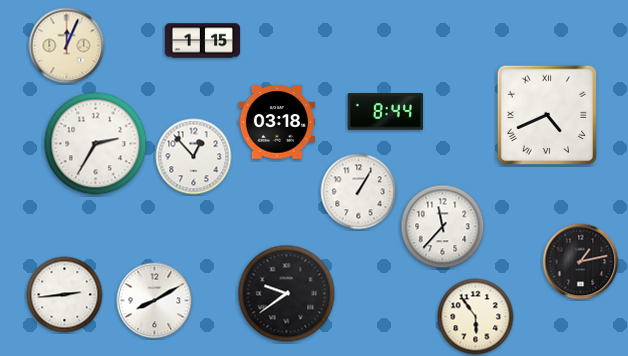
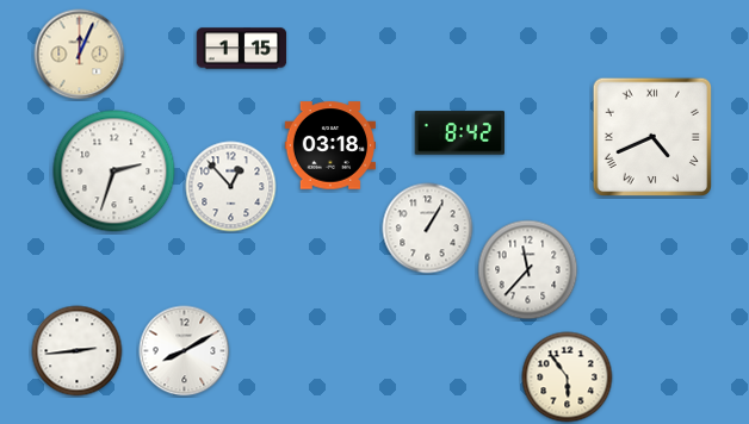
clock at (385, 112): 8:44 -> 8:42
clock at (96, 144): 2:35 -> 2:33
clock at (581, 262): 1:13 -> none
clock at (287, 294): 9:39 -> none
clock at (155, 301) position: (155, 301) -> (185, 351)
